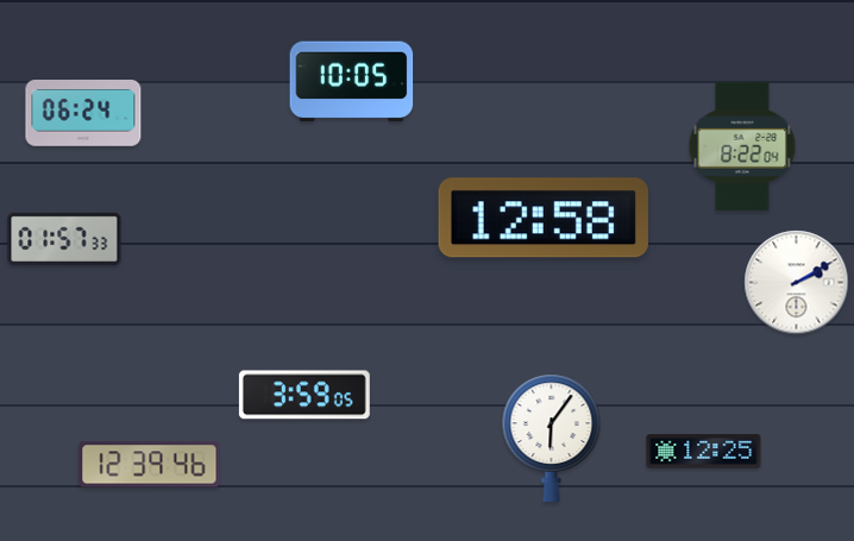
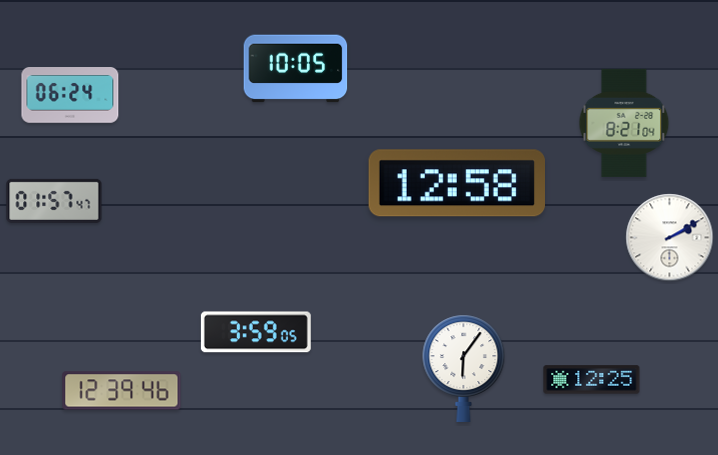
clock at (742, 146): 8:22 -> 8:21
clock at (64, 239): 01:57:33 -> 01:57:47
clock at (150, 465) position: (150, 465) -> (122, 391)
